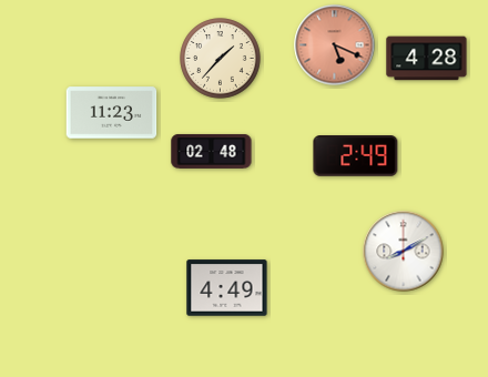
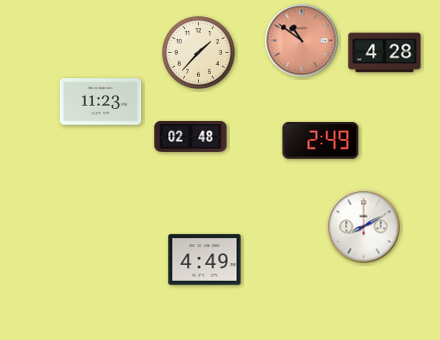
clock at (335, 45): 5:19 -> 10:51
